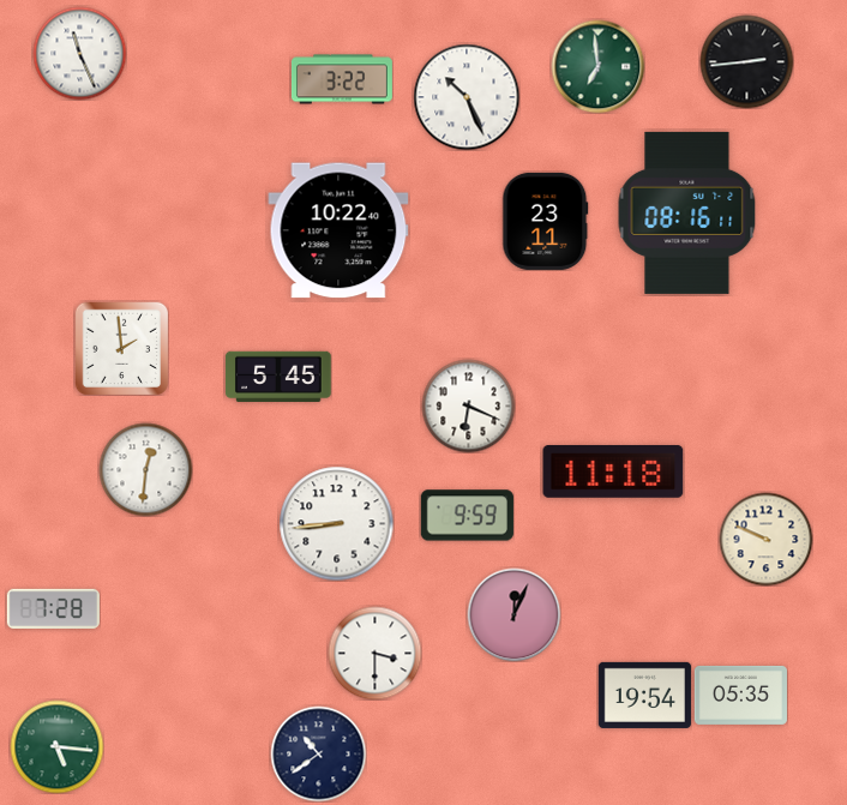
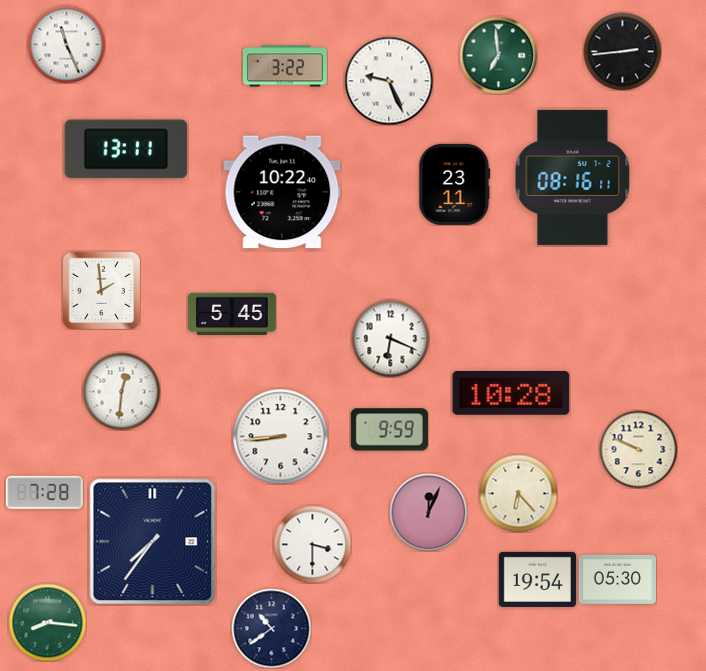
clock at (467, 97): 10:26 -> 9:26
clock at (126, 149): none -> 13:11
clock at (613, 471): 11:18 -> 10:28
clock at (518, 493): none -> 6:23
clock at (53, 608) position: (53, 608) -> (44, 492)
clock at (153, 542): none -> 7:36
clock at (740, 695): 05:35 -> 05:30
clock at (56, 746): 5:16 -> 8:16
clock at (318, 753) position: (318, 753) -> (271, 628)
